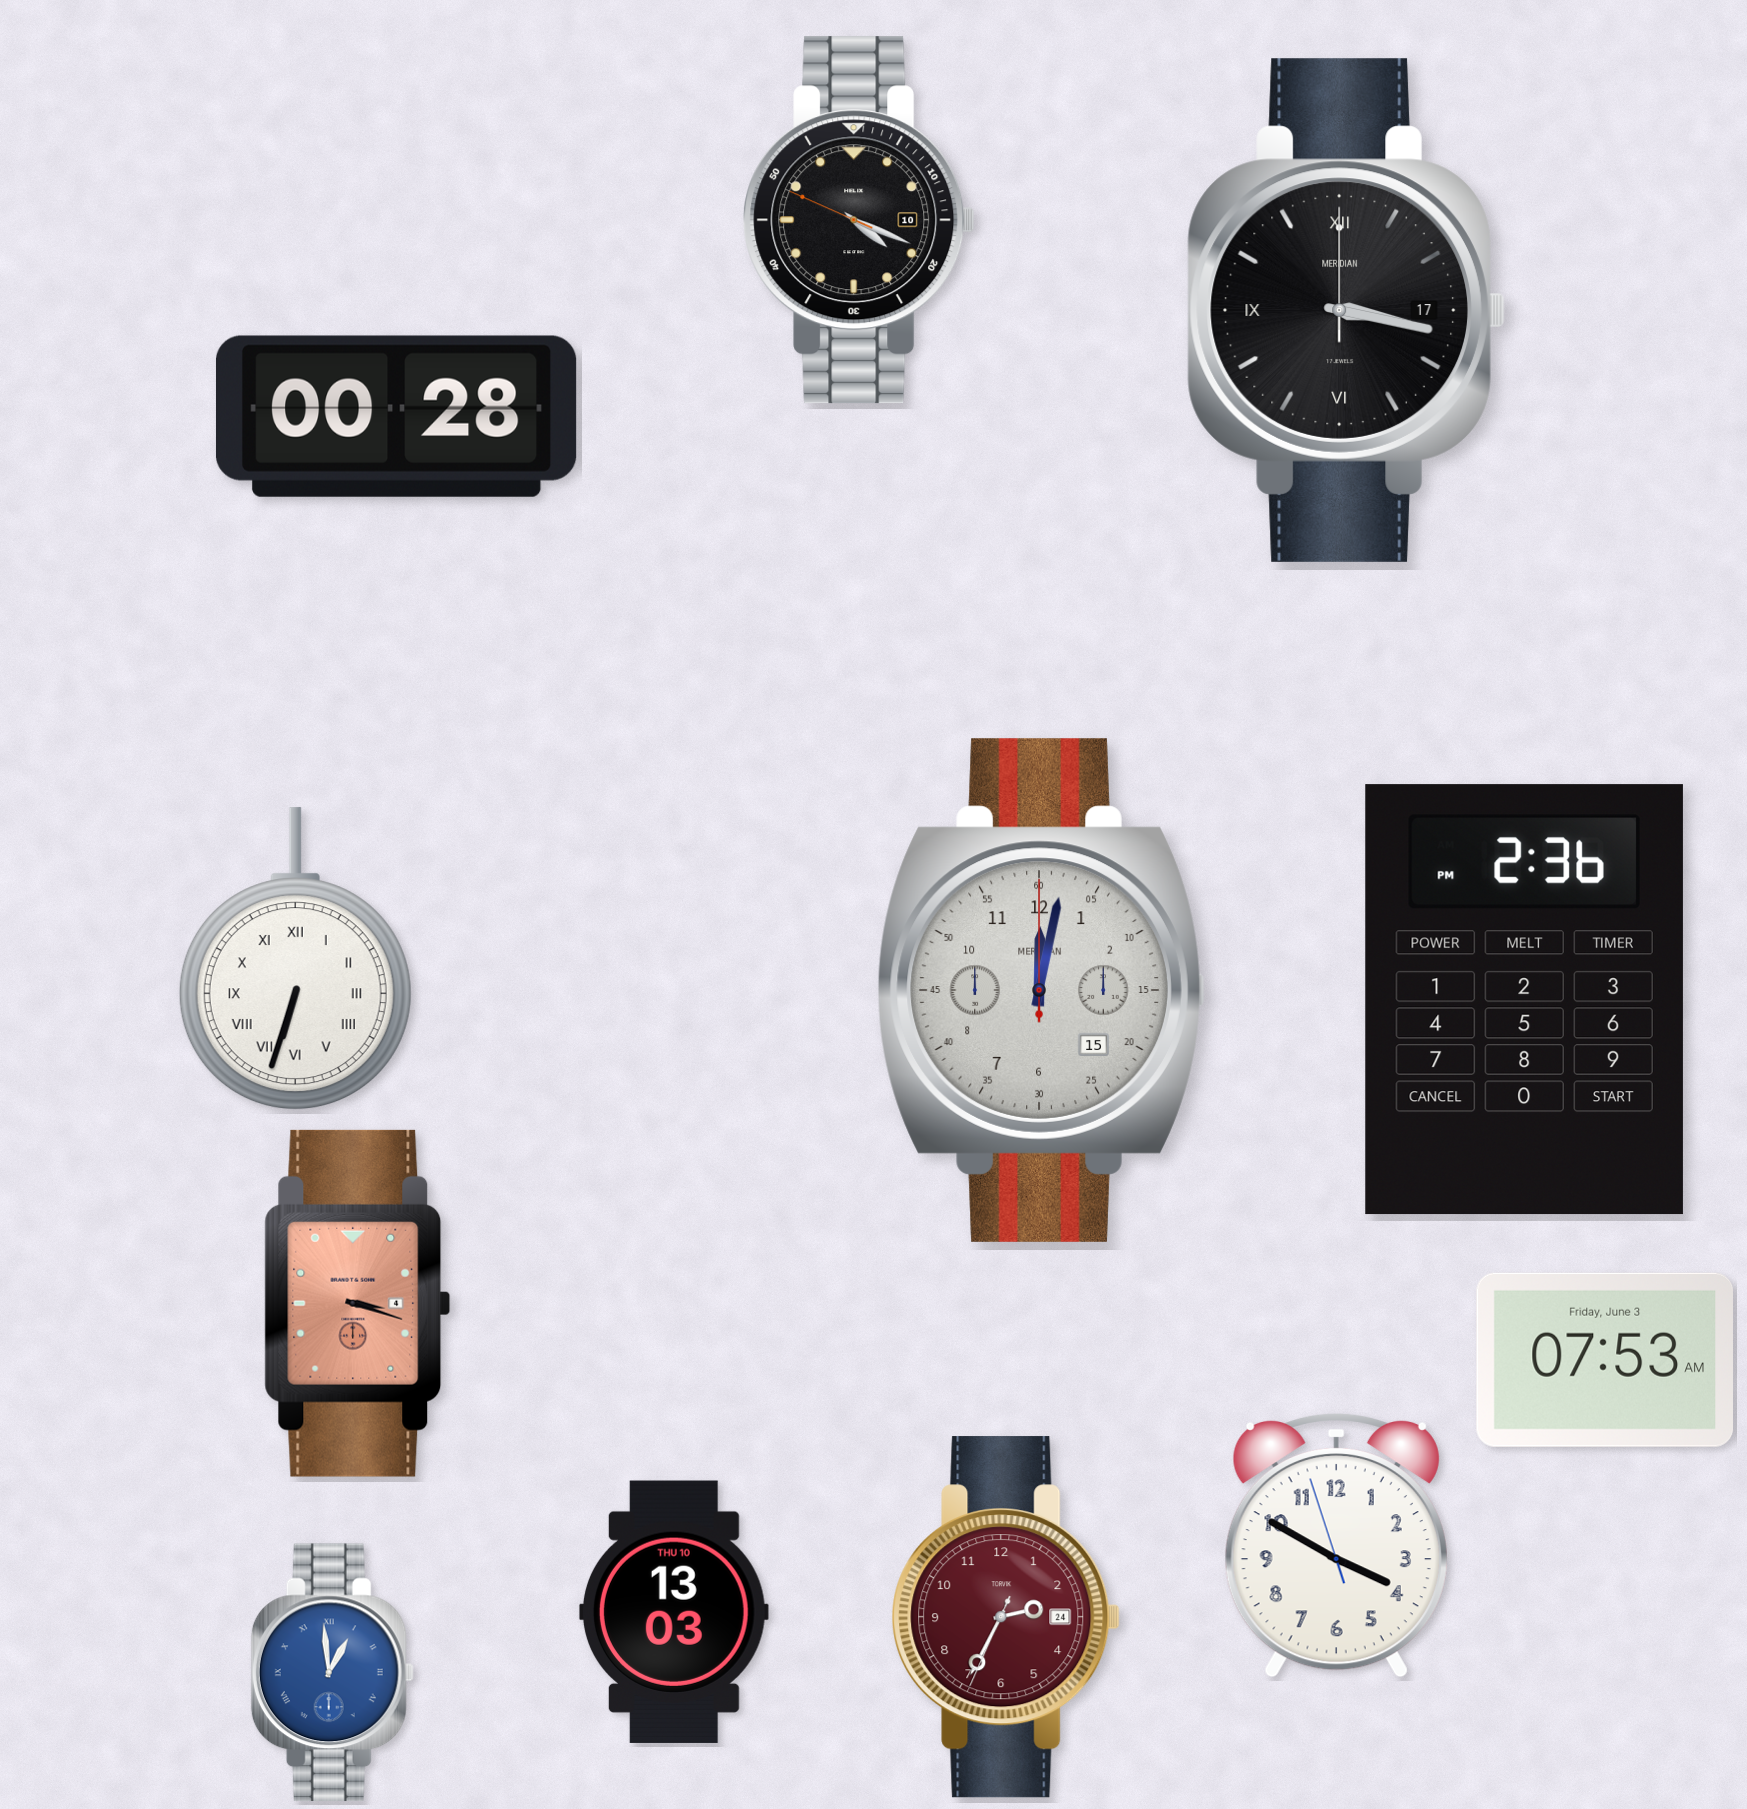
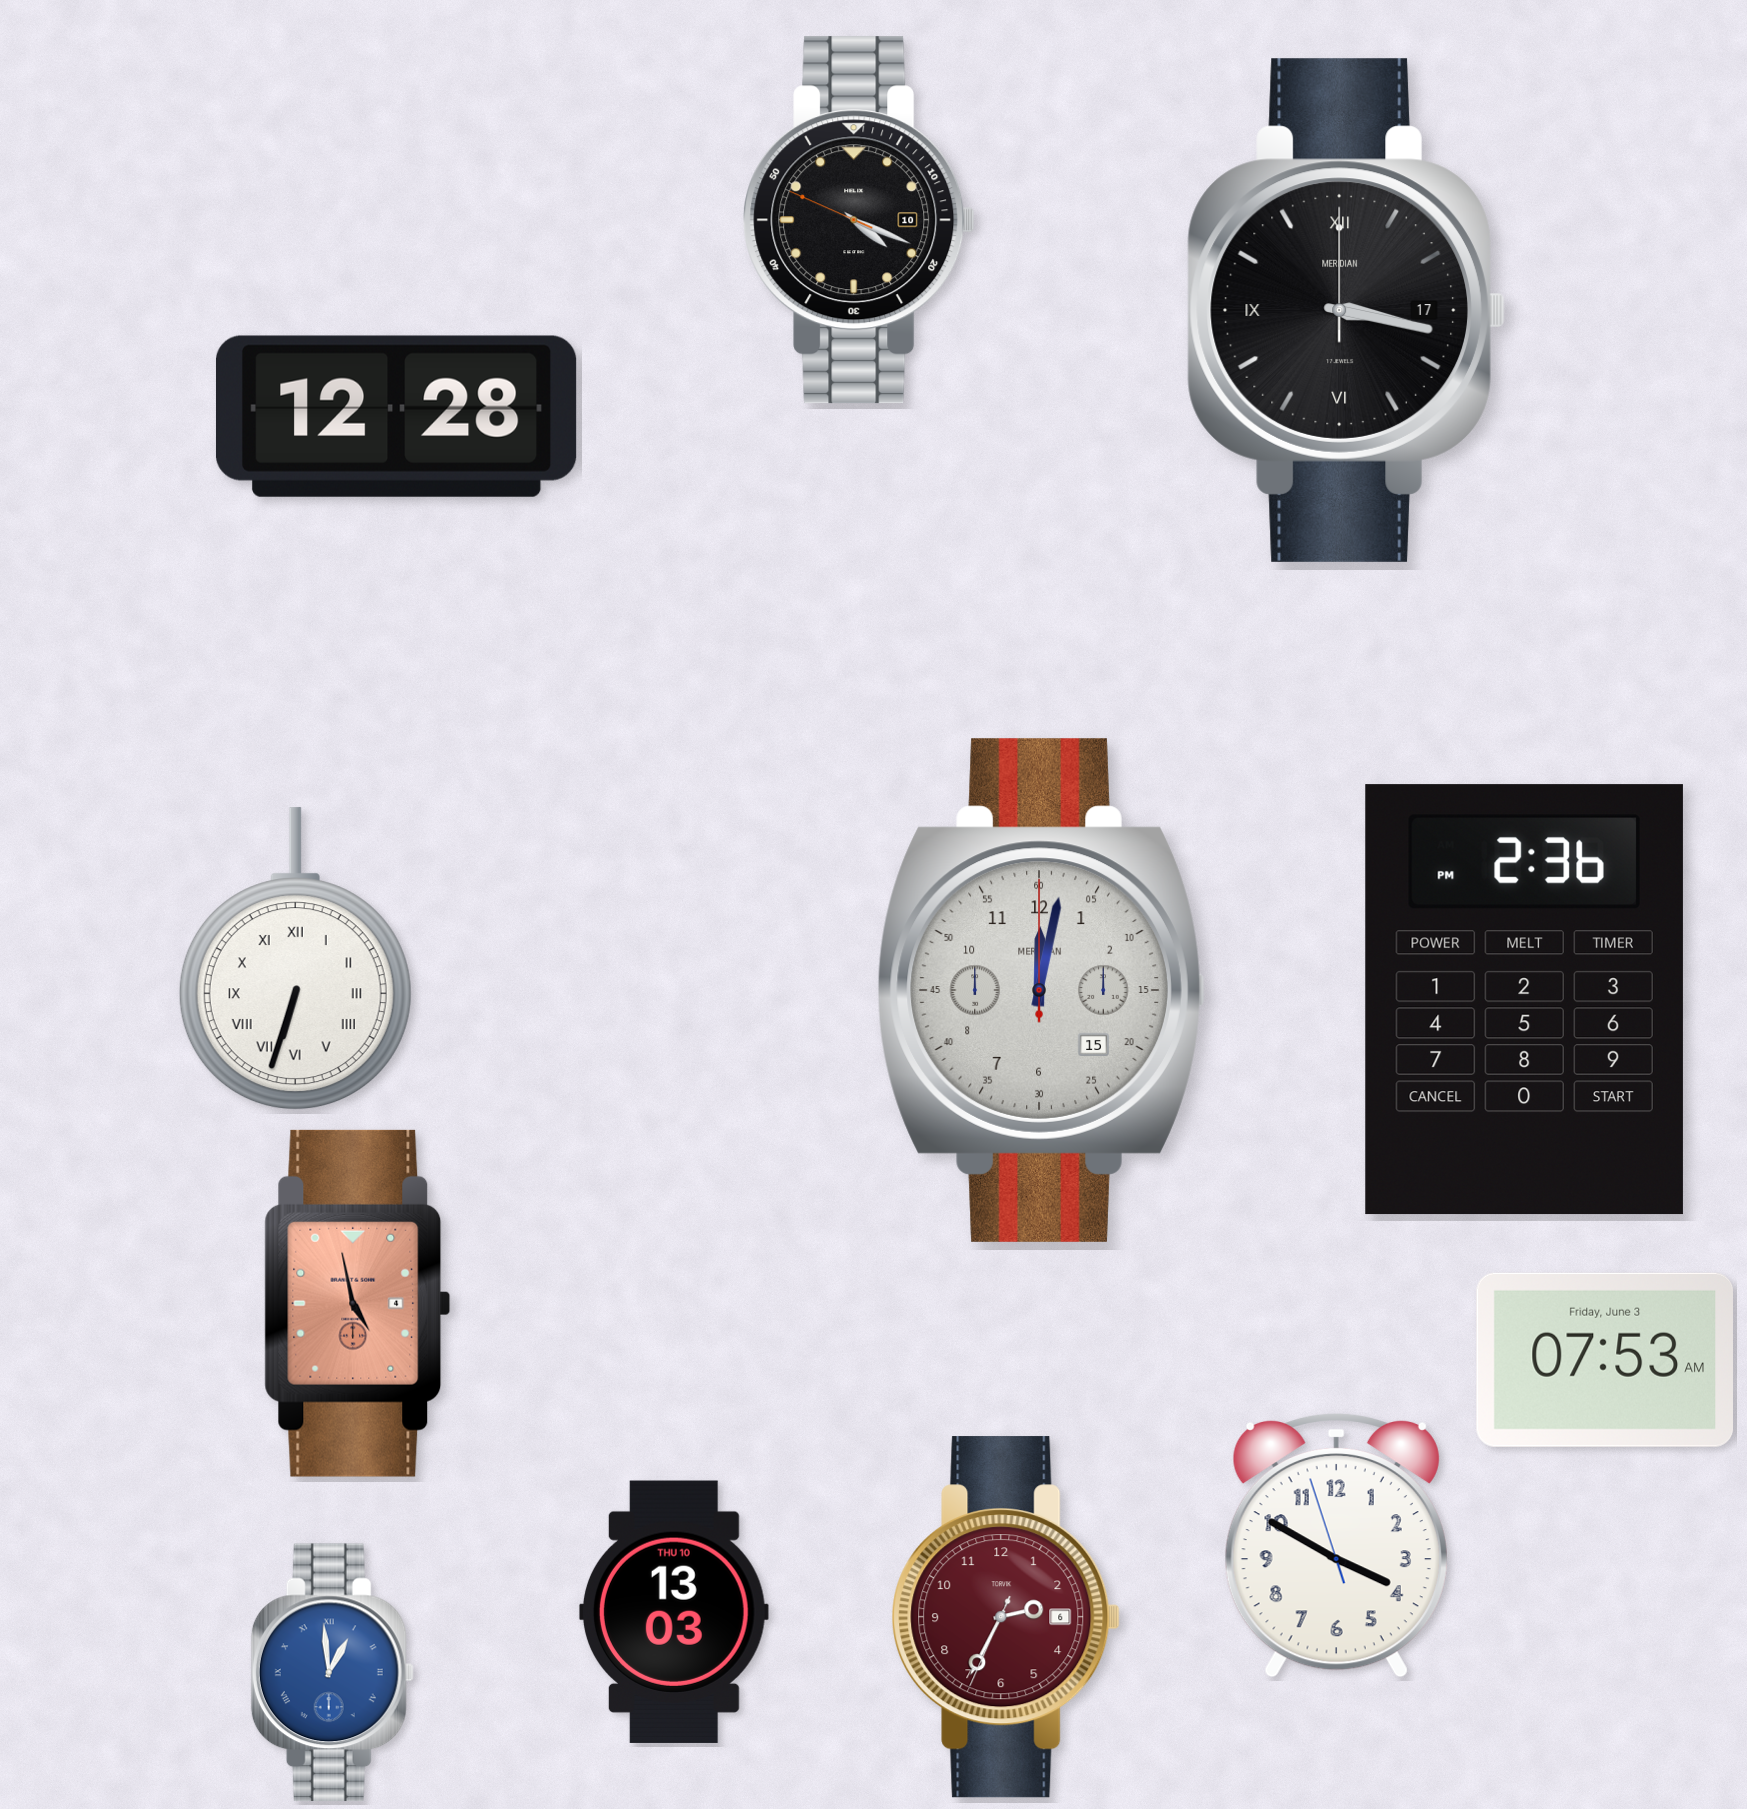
clock at (396, 416): 00:28 -> 12:28
clock at (358, 1303): 3:18 -> 4:58
clock at (1006, 1617) date: 24 -> 6
